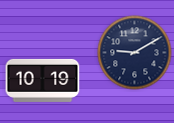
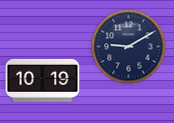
clock at (135, 53) position: (135, 53) -> (129, 47)
